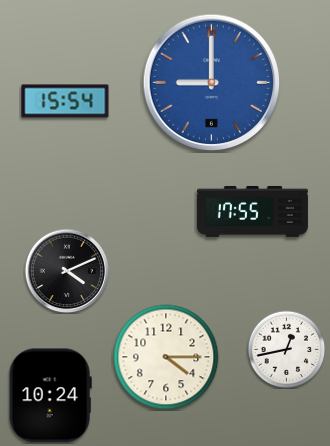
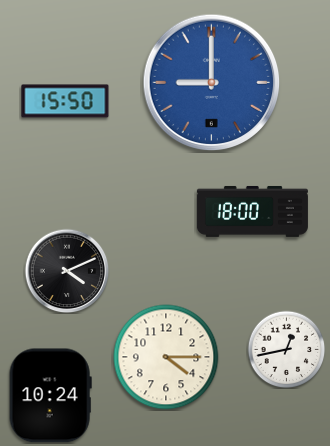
clock at (65, 101): 15:54 -> 15:50
clock at (252, 211): 17:55 -> 18:00
